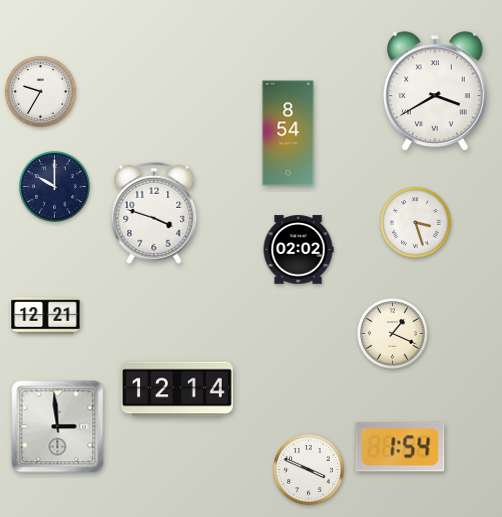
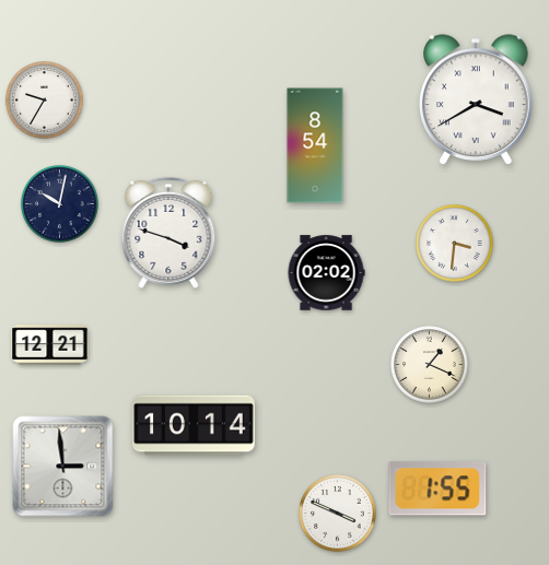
clock at (55, 187): 10:00 -> 10:02
clock at (416, 223): 3:27 -> 3:31
clock at (177, 389): 12:14 -> 10:14
clock at (400, 447): 1:54 -> 1:55
